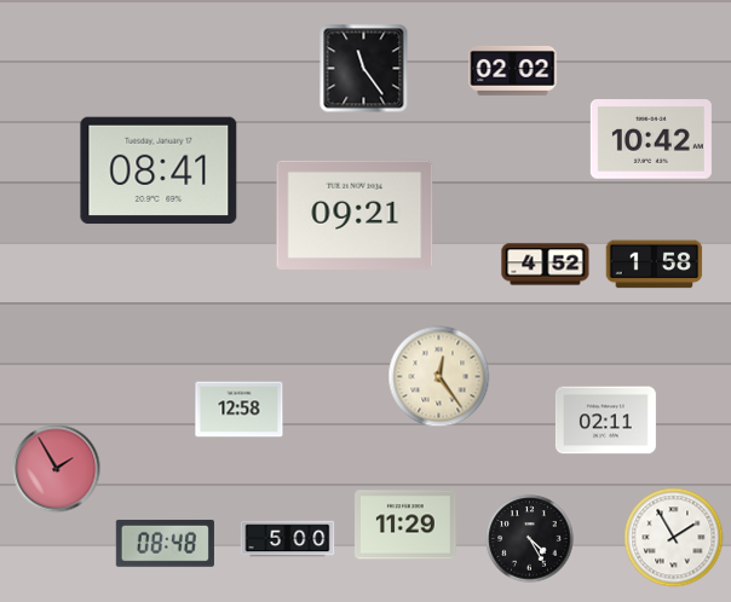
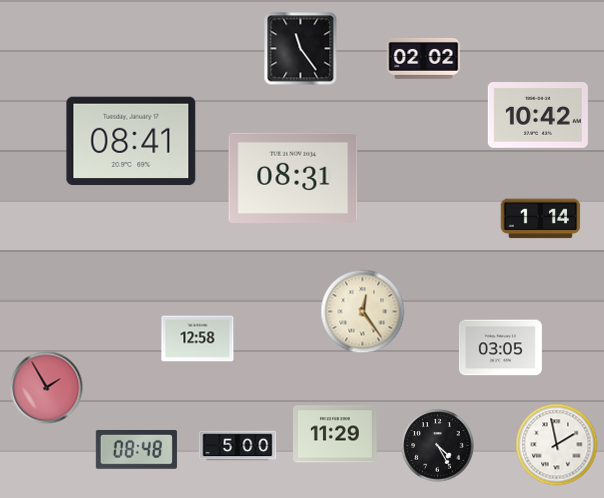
clock at (364, 69) position: (364, 69) -> (301, 49)
clock at (355, 215): 09:21 -> 08:31
clock at (546, 265): 4:52 -> none
clock at (655, 265): 1:58 -> 1:14
clock at (605, 421): 02:11 -> 03:05
clock at (674, 538): 1:55 -> 1:58
